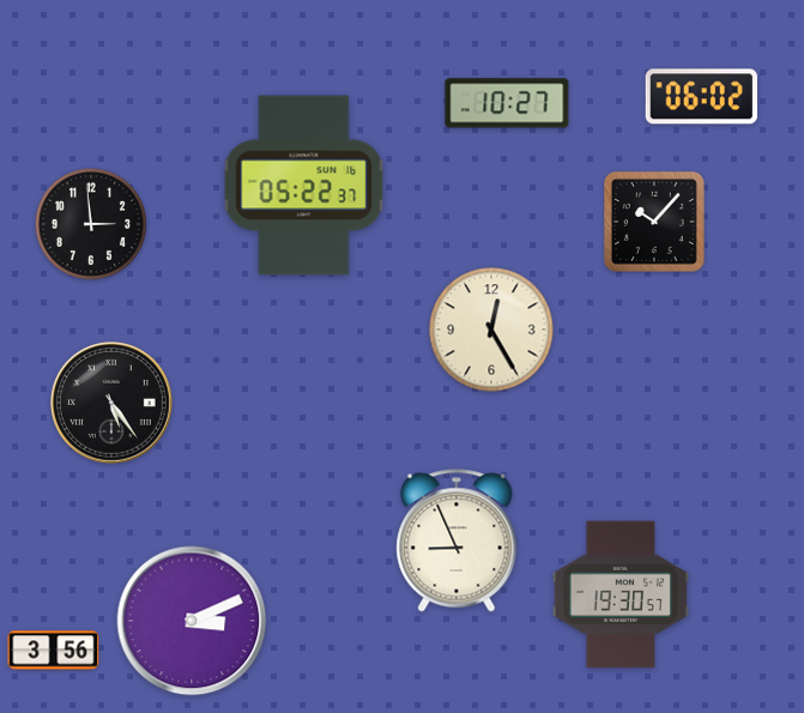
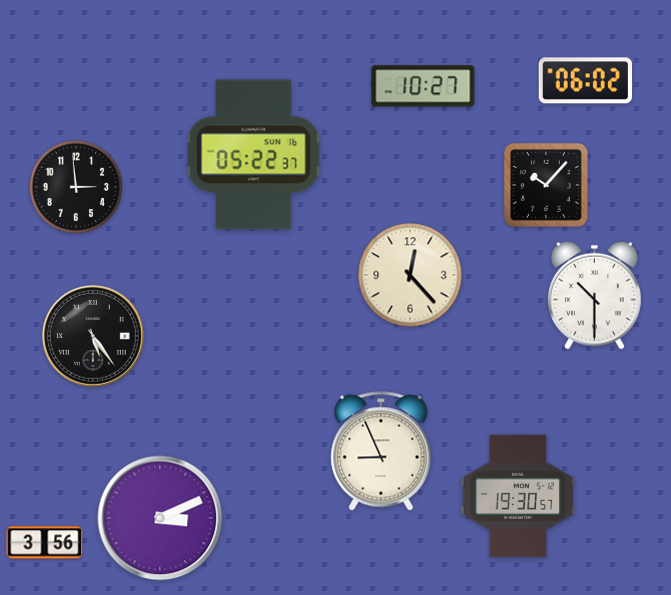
clock at (491, 330): 12:25 -> 12:23
clock at (595, 295): none -> 10:30
